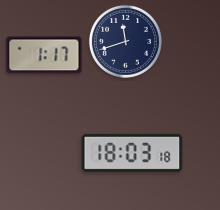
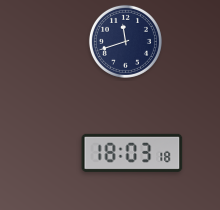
clock at (44, 55): 1:17 -> none
